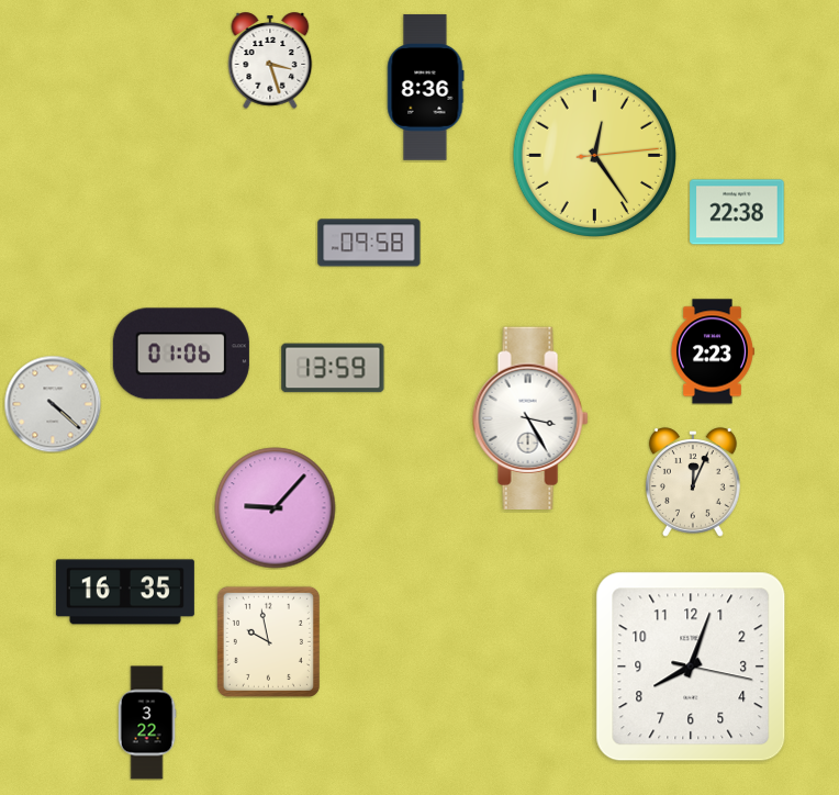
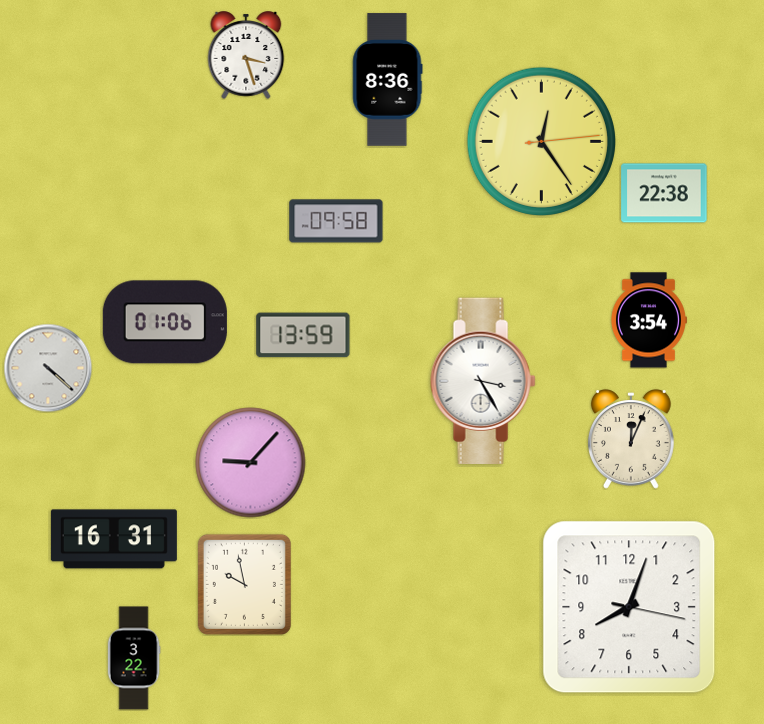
clock at (737, 212) position: (737, 212) -> (664, 193)
clock at (712, 351): 2:23 -> 3:54
clock at (125, 592): 16:35 -> 16:31
